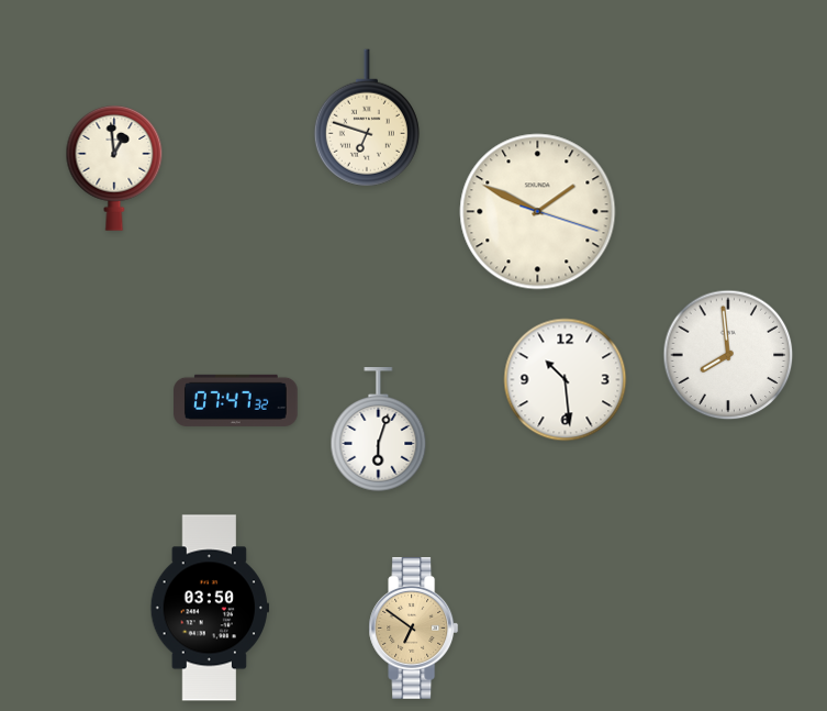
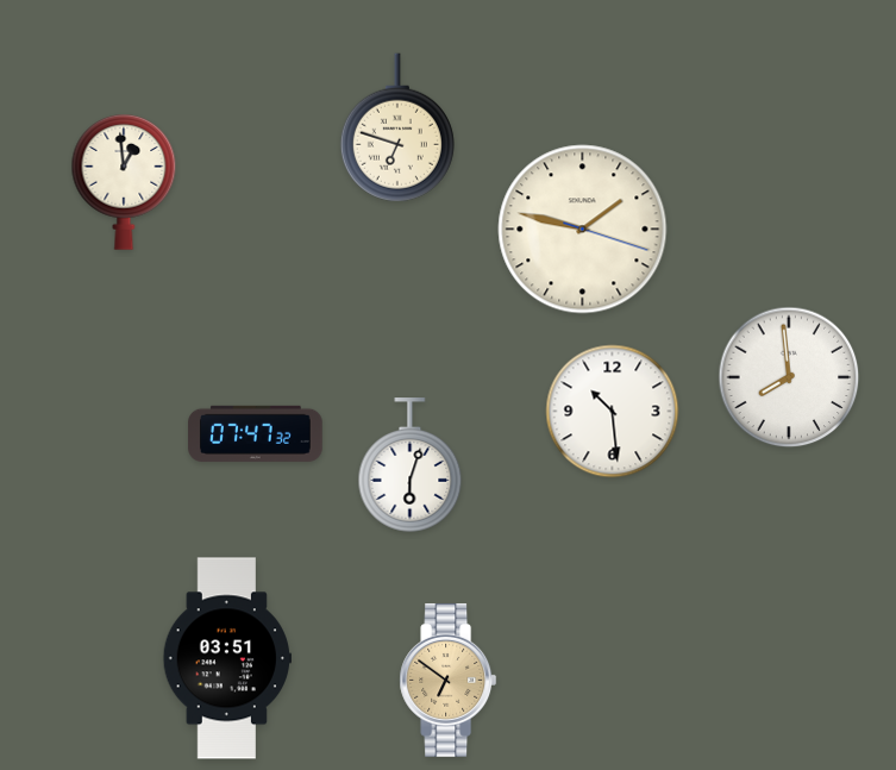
clock at (538, 212): 1:49 -> 1:47
clock at (728, 355) position: (728, 355) -> (789, 377)
clock at (209, 608): 03:50 -> 03:51
